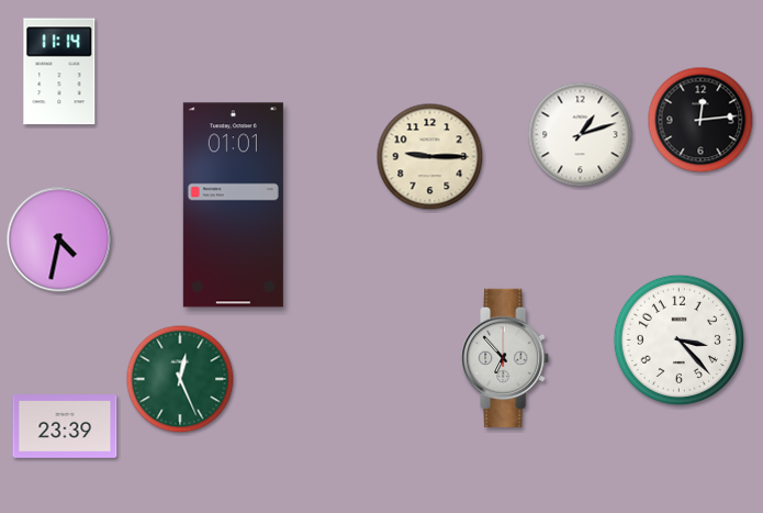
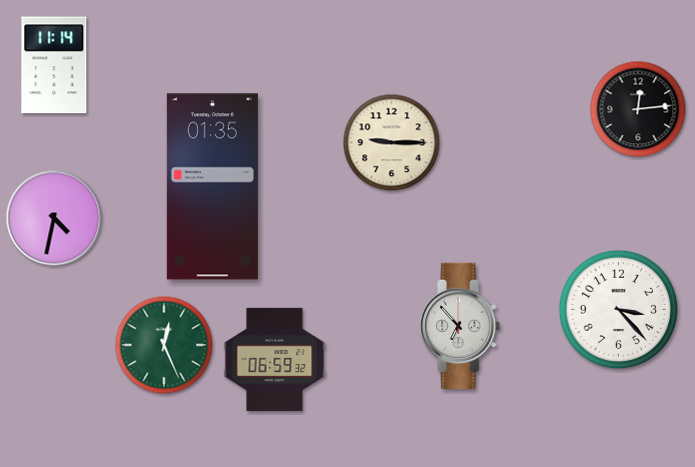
clock at (581, 135): 1:12 -> none
clock at (233, 205): 01:01 -> 01:35
clock at (275, 359): none -> 06:59
clock at (65, 426): 23:39 -> none
